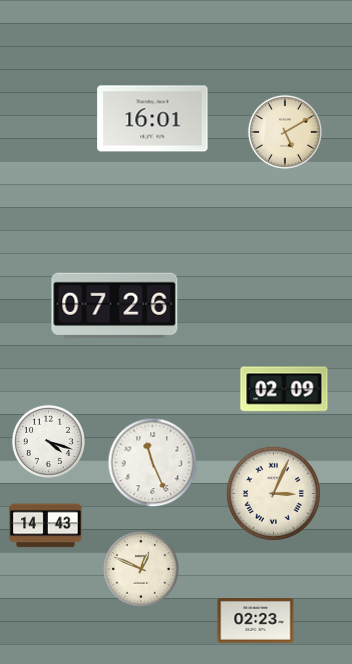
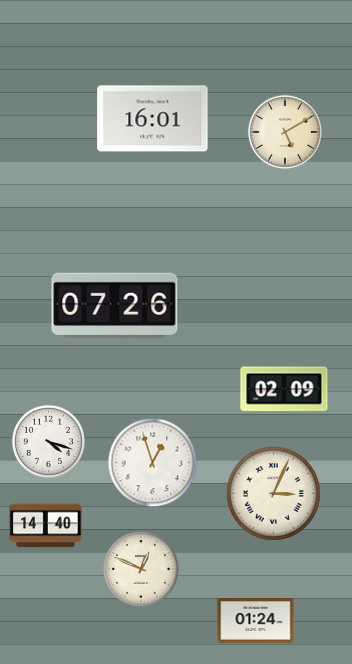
clock at (153, 463): 11:26 -> 12:57
clock at (46, 526): 14:43 -> 14:40
clock at (256, 621): 02:23 -> 01:24
